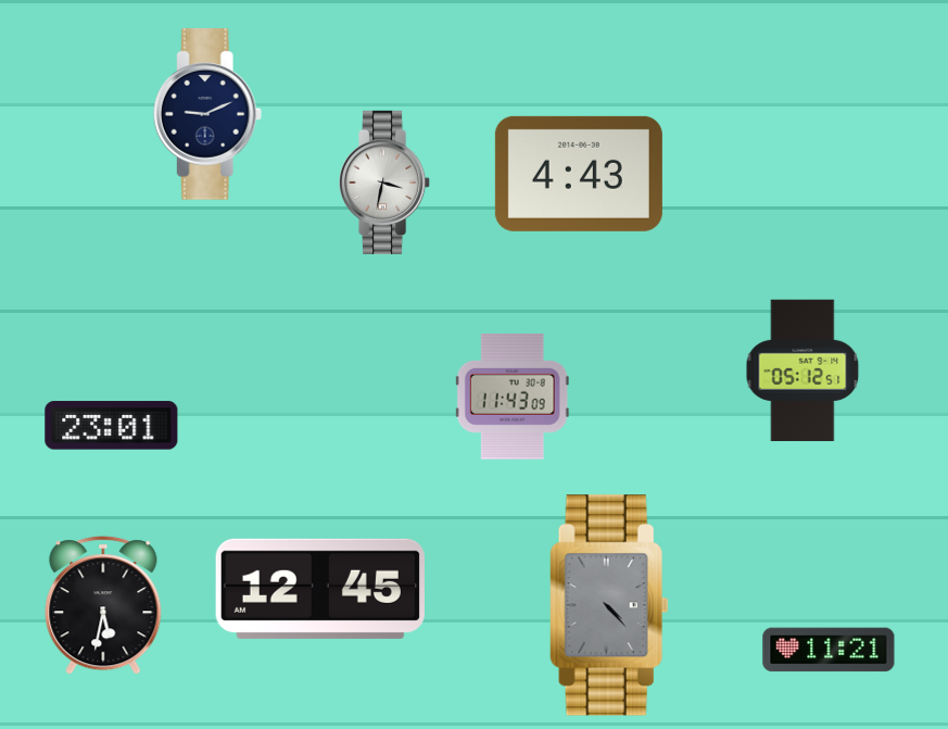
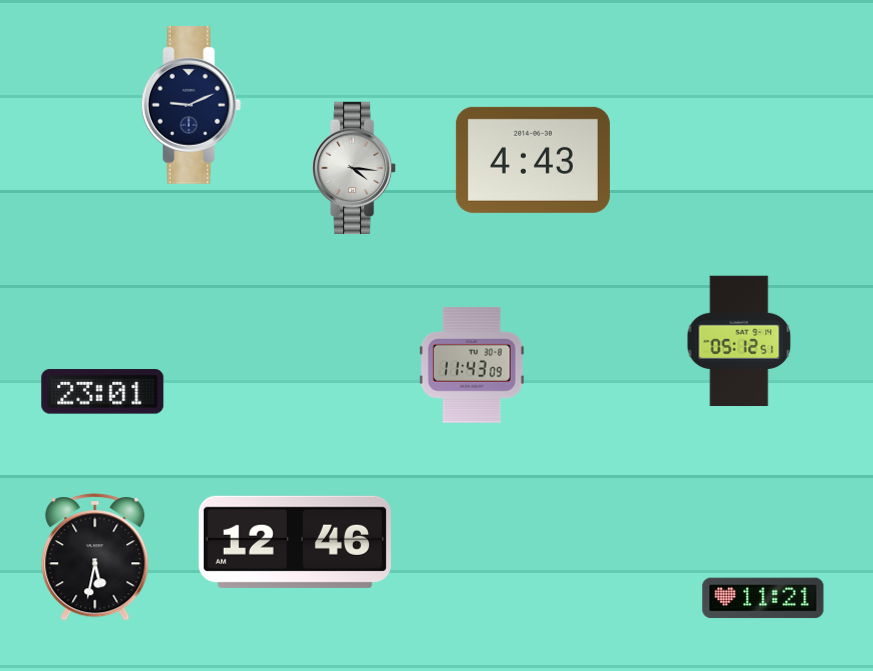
clock at (385, 183): 3:32 -> 4:16
clock at (320, 589): 12:45 -> 12:46
clock at (609, 605): 4:23 -> none
